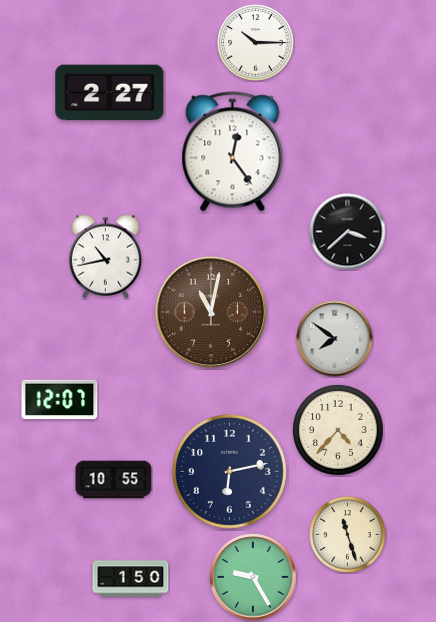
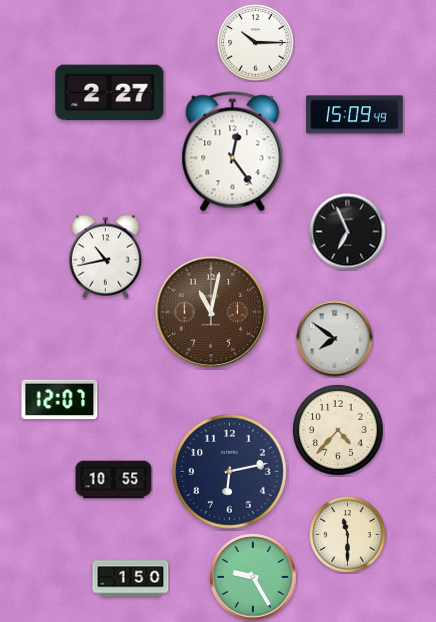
clock at (355, 115): none -> 15:09
clock at (348, 232): 3:38 -> 6:56
clock at (348, 535): 11:27 -> 11:30
